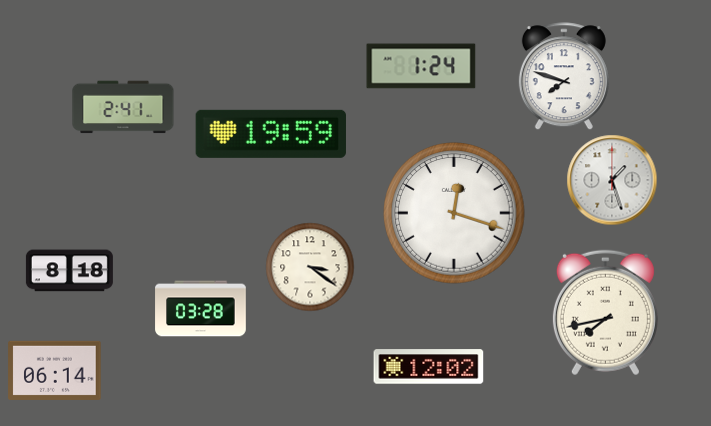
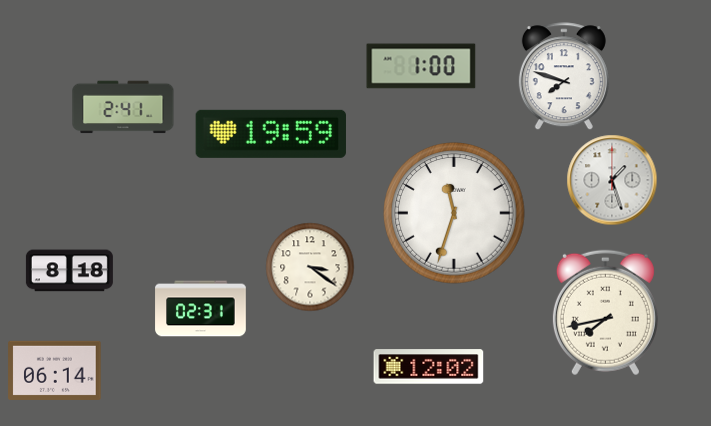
clock at (421, 66): 1:24 -> 1:00
clock at (454, 213): 12:18 -> 11:33
clock at (201, 309): 03:28 -> 02:31
